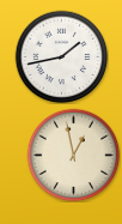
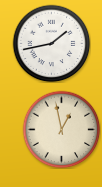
clock at (61, 56) position: (61, 56) -> (51, 43)
